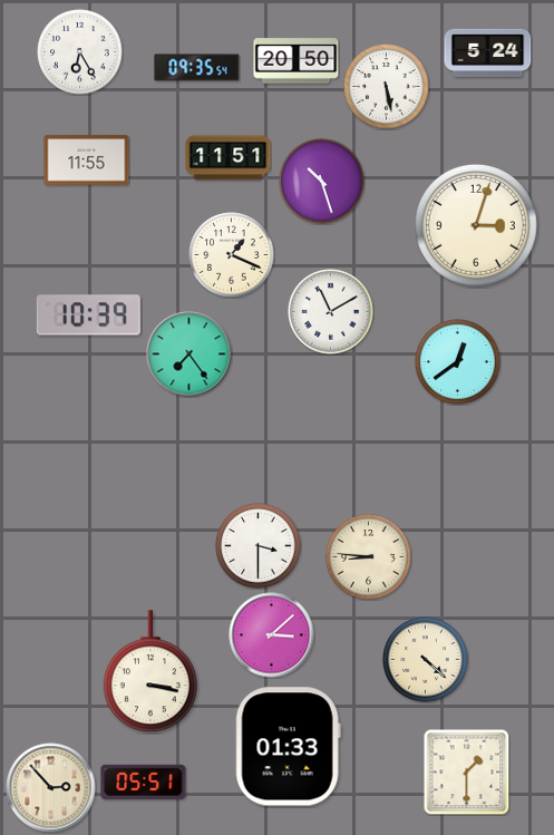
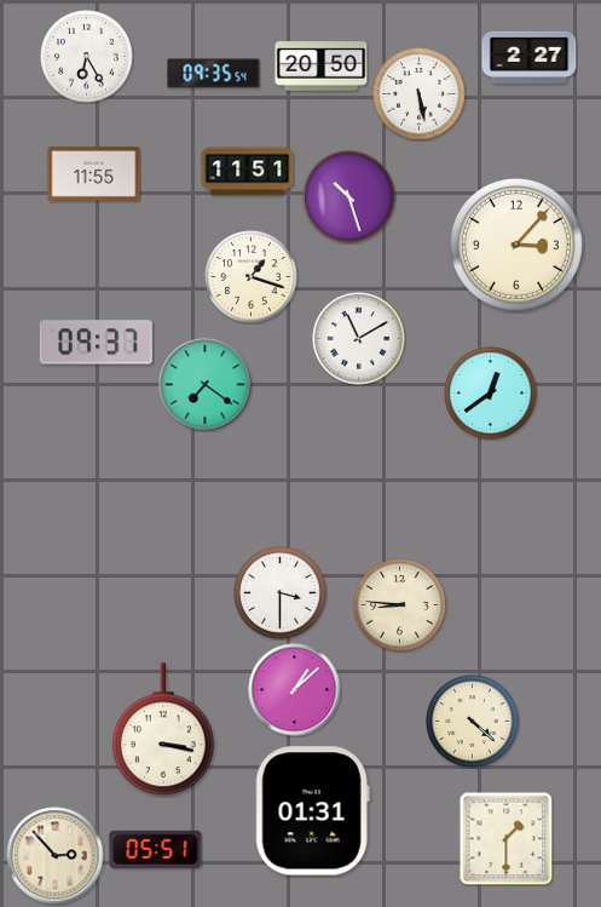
clock at (488, 52): 5:24 -> 2:27
clock at (476, 225): 3:03 -> 3:07
clock at (232, 255): 1:19 -> 1:18
clock at (88, 315): 10:39 -> 09:37
clock at (189, 355): 7:24 -> 7:21
clock at (458, 362) position: (458, 362) -> (491, 394)
clock at (272, 635): 3:08 -> 1:08
clock at (426, 660) position: (426, 660) -> (473, 722)
clock at (288, 747): 01:33 -> 01:31
